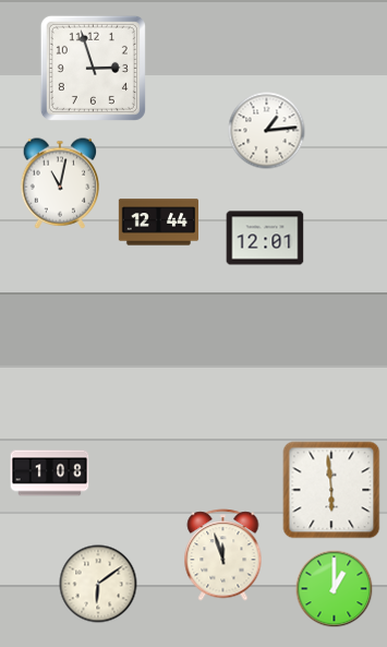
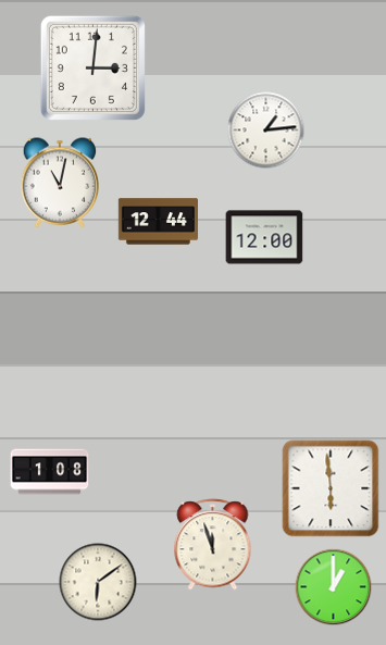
clock at (93, 68): 2:57 -> 3:01
clock at (265, 238): 12:01 -> 12:00
clock at (223, 555) position: (223, 555) -> (213, 545)
